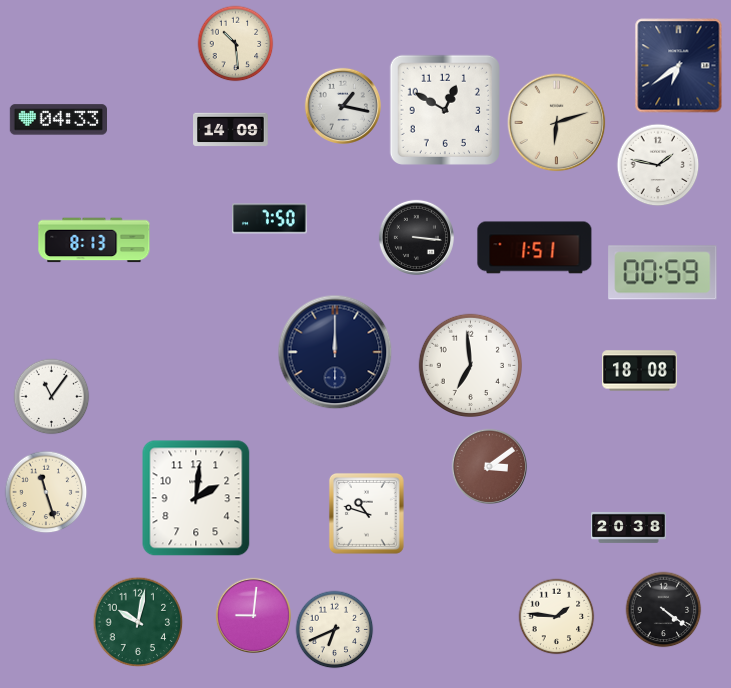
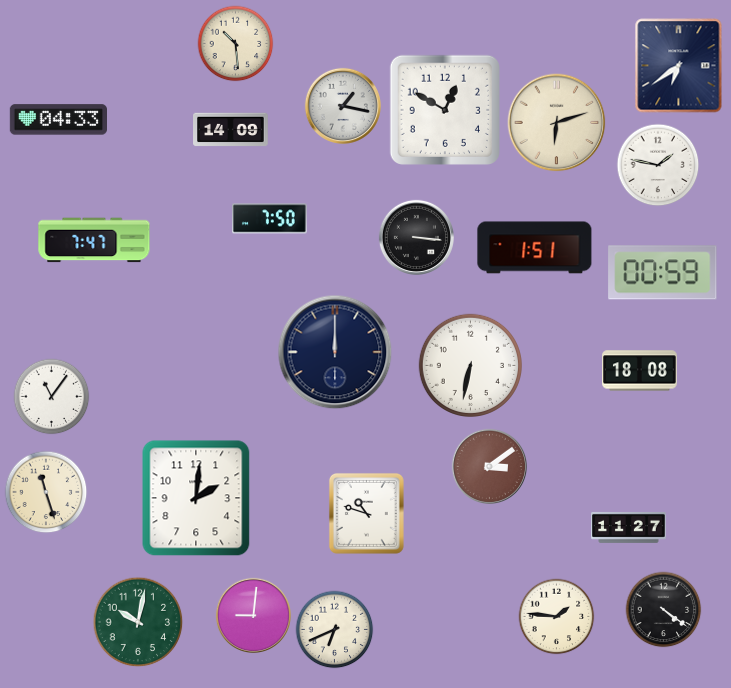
clock at (94, 240): 8:13 -> 7:47
clock at (470, 365): 6:59 -> 6:32
clock at (629, 527): 20:38 -> 11:27
